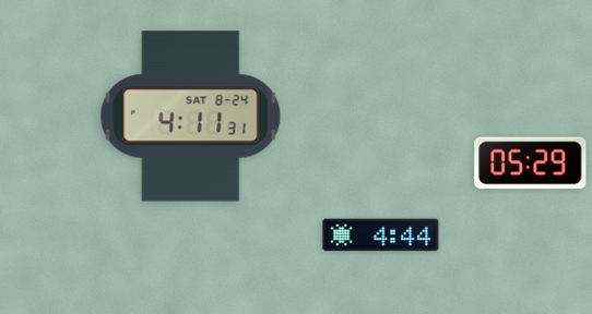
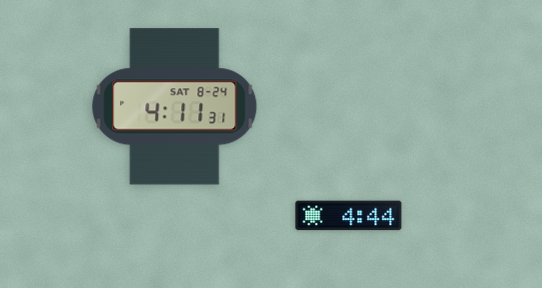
clock at (531, 164): 05:29 -> none
